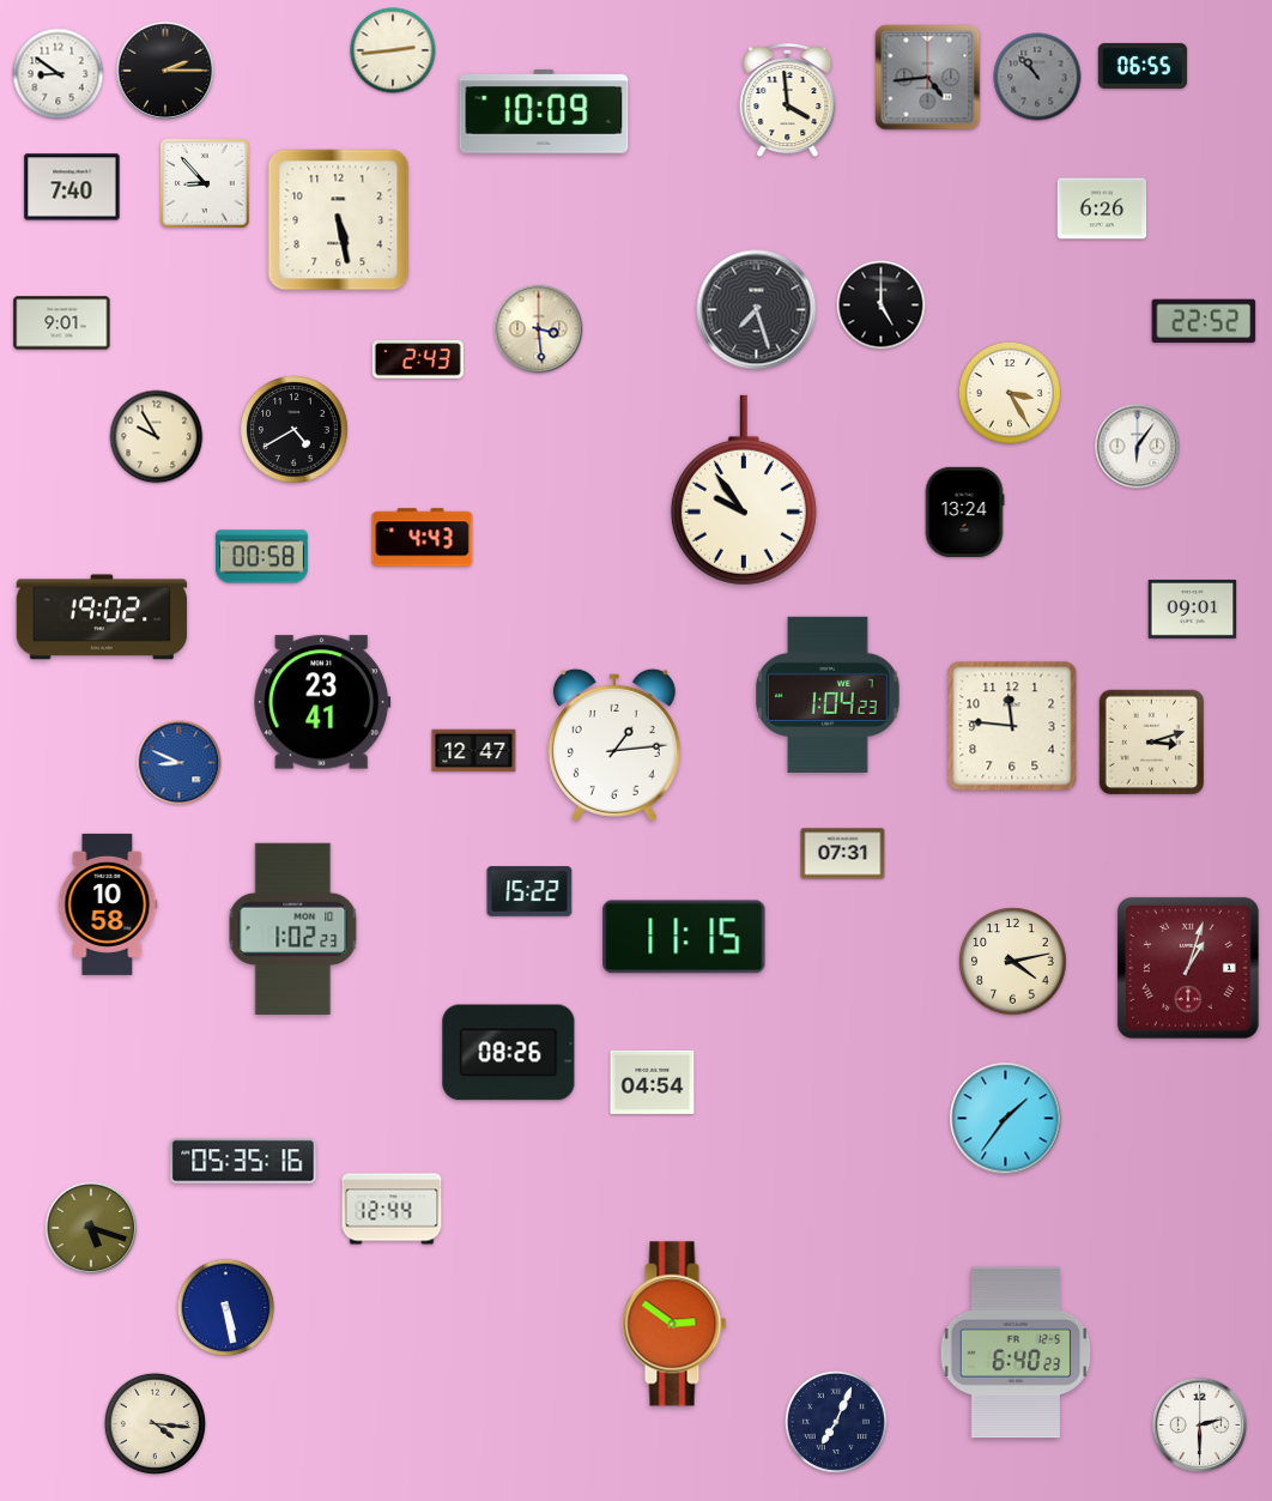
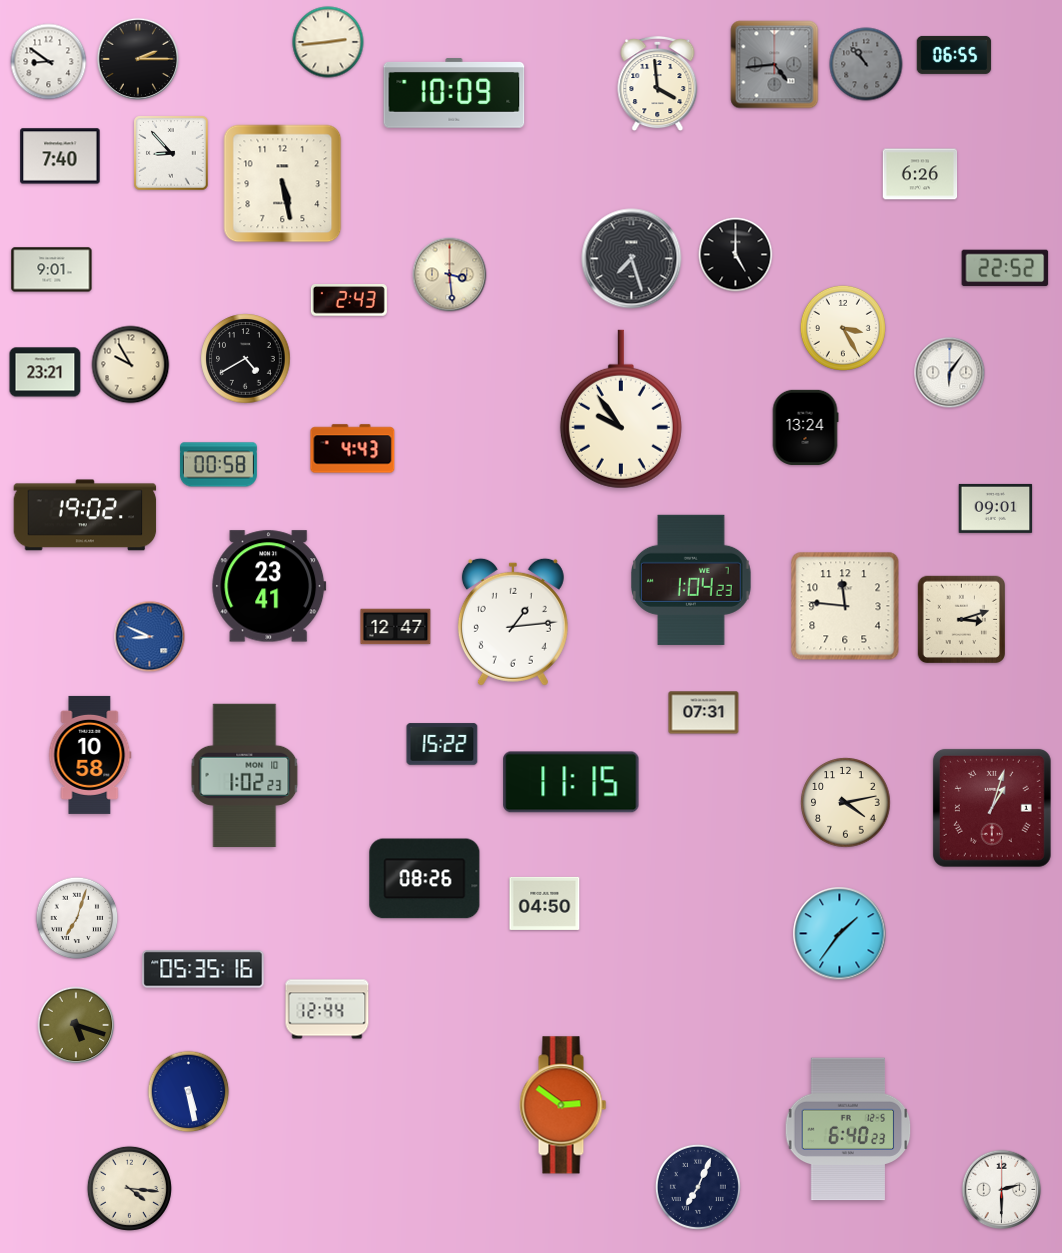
clock at (45, 372): none -> 23:21
clock at (653, 1082): 04:54 -> 04:50
clock at (77, 918): none -> 7:03
